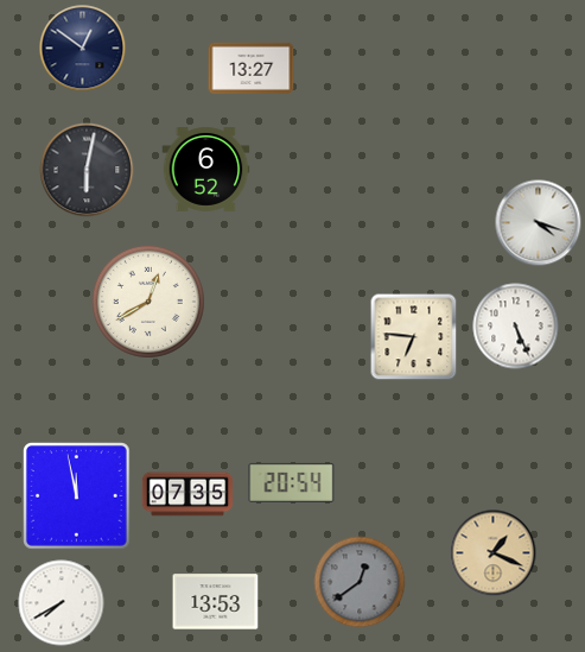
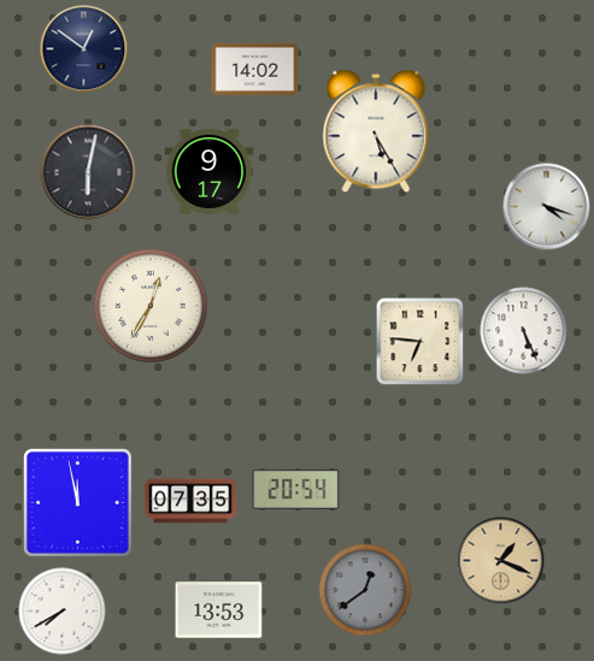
clock at (252, 68): 13:27 -> 14:02
clock at (376, 131): none -> 5:25
clock at (206, 169): 6:52 -> 9:17
clock at (539, 223) position: (539, 223) -> (547, 207)
clock at (148, 302): 12:40 -> 12:35
